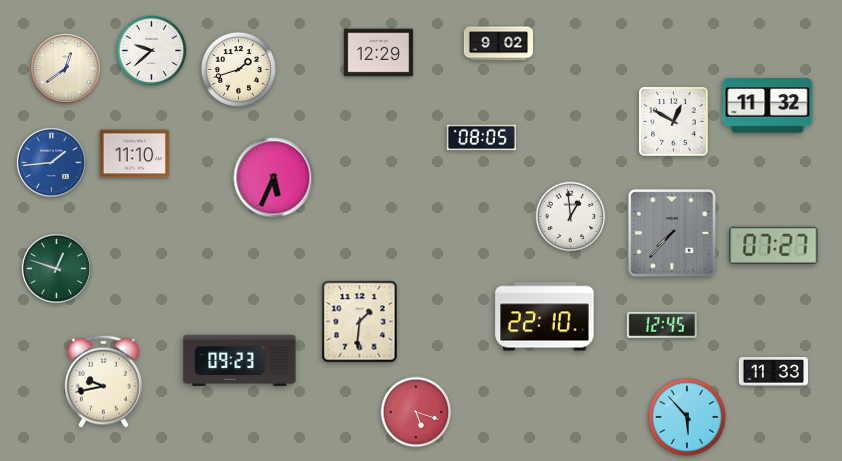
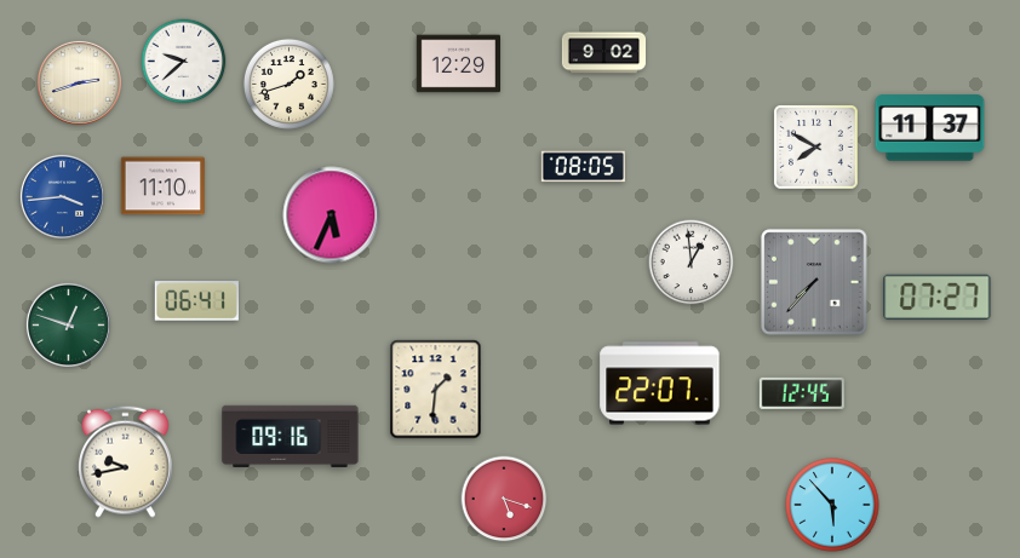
clock at (65, 68): 12:39 -> 2:42
clock at (768, 106): 11:32 -> 11:37
clock at (674, 122): 12:50 -> 7:50
clock at (51, 162): 1:44 -> 3:44
clock at (196, 301): none -> 06:41
clock at (545, 317): 22:10 -> 22:07
clock at (240, 360): 09:23 -> 09:16
clock at (773, 372): 11:33 -> none
